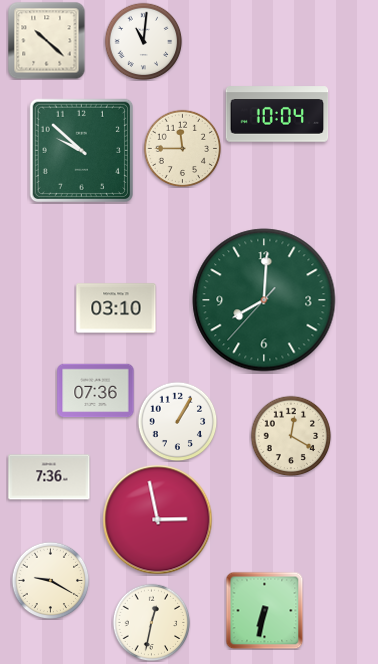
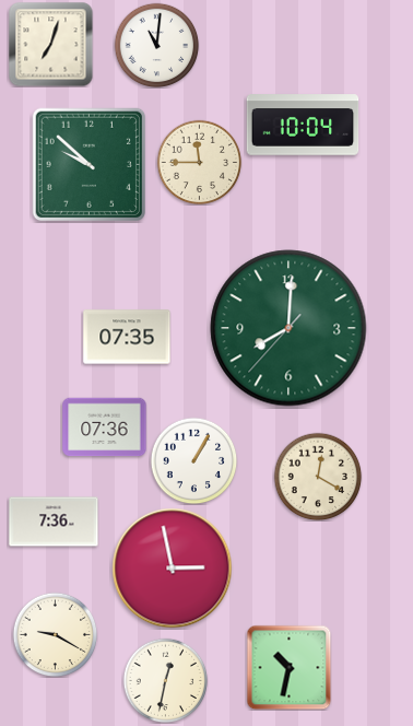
clock at (46, 40): 10:22 -> 7:03
clock at (116, 308): 03:10 -> 07:35
clock at (264, 610): 6:32 -> 10:32
